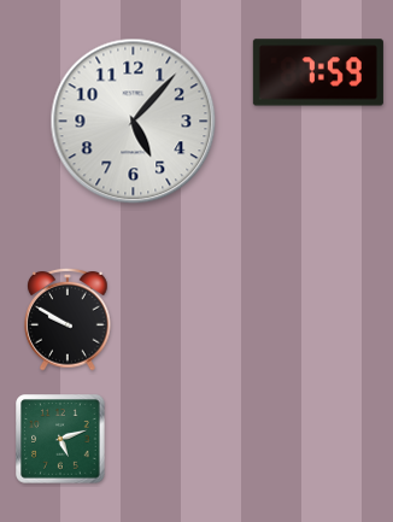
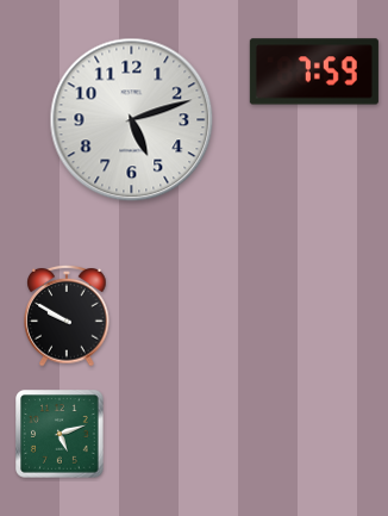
clock at (134, 122): 5:07 -> 5:12
